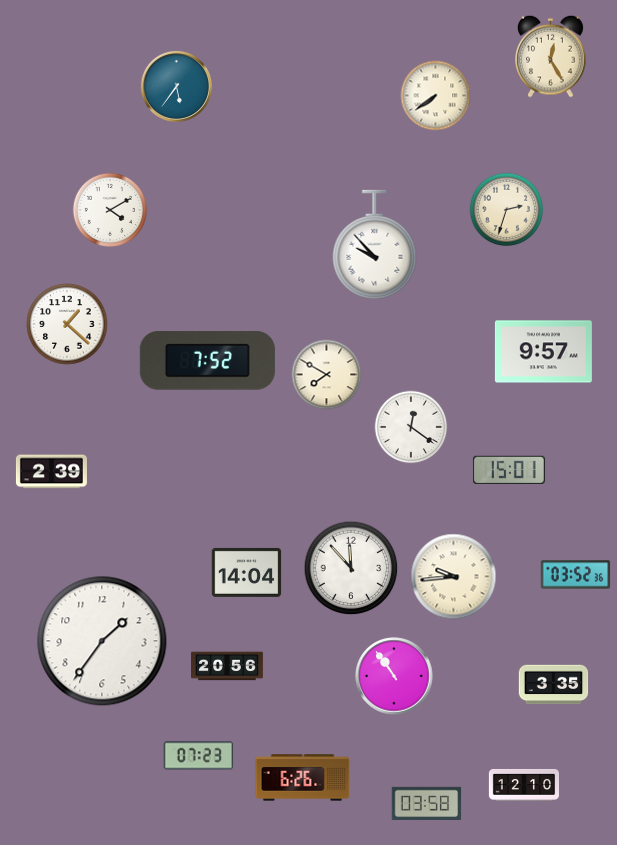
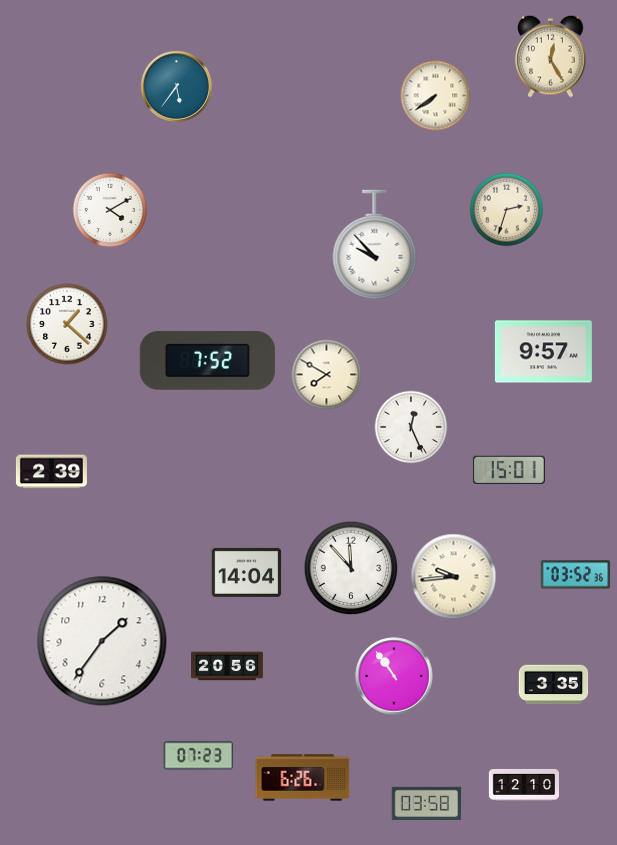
clock at (411, 427): 12:21 -> 12:26
